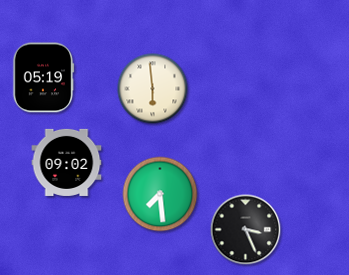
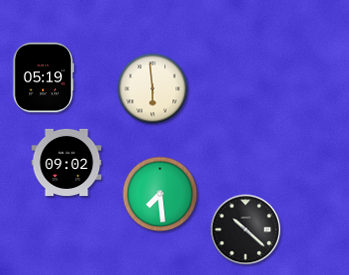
clock at (246, 230): 3:26 -> 10:22
